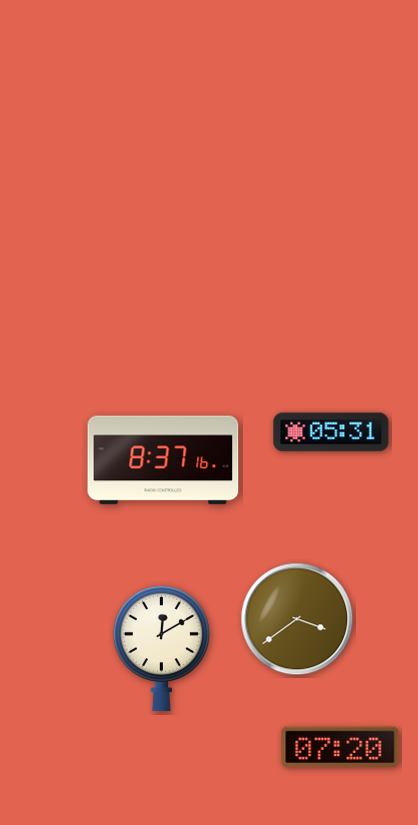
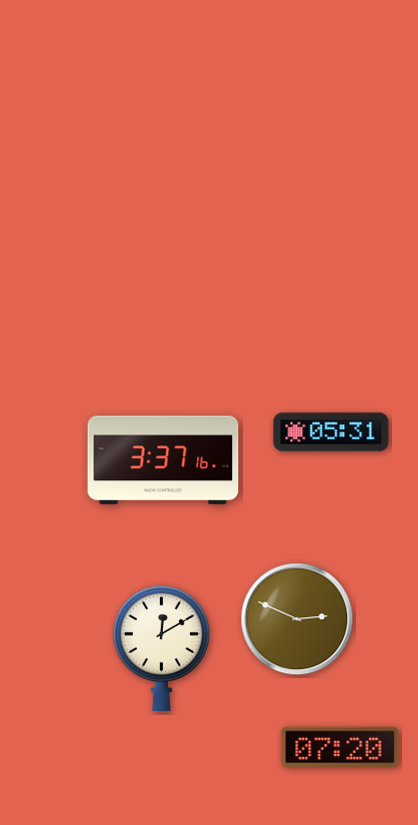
clock at (163, 460): 8:37 -> 3:37
clock at (297, 619): 3:39 -> 2:49
